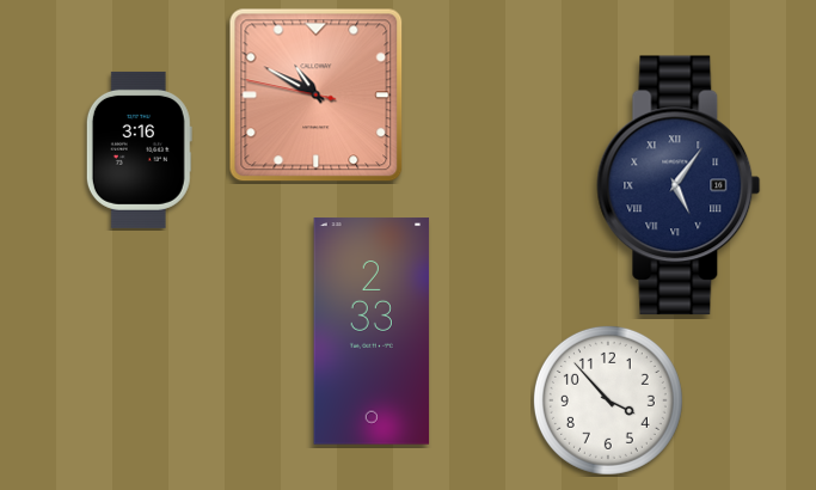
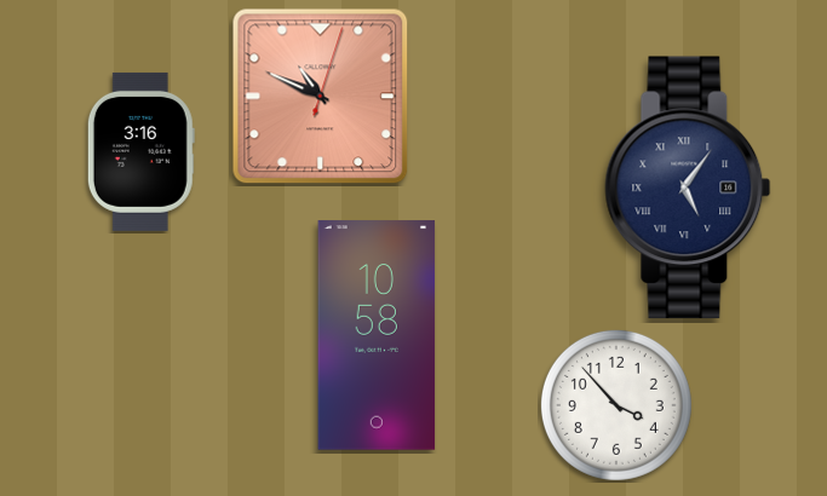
clock at (317, 96): 10:49:47 -> 10:49:03
clock at (372, 331): 2:33 -> 10:58
